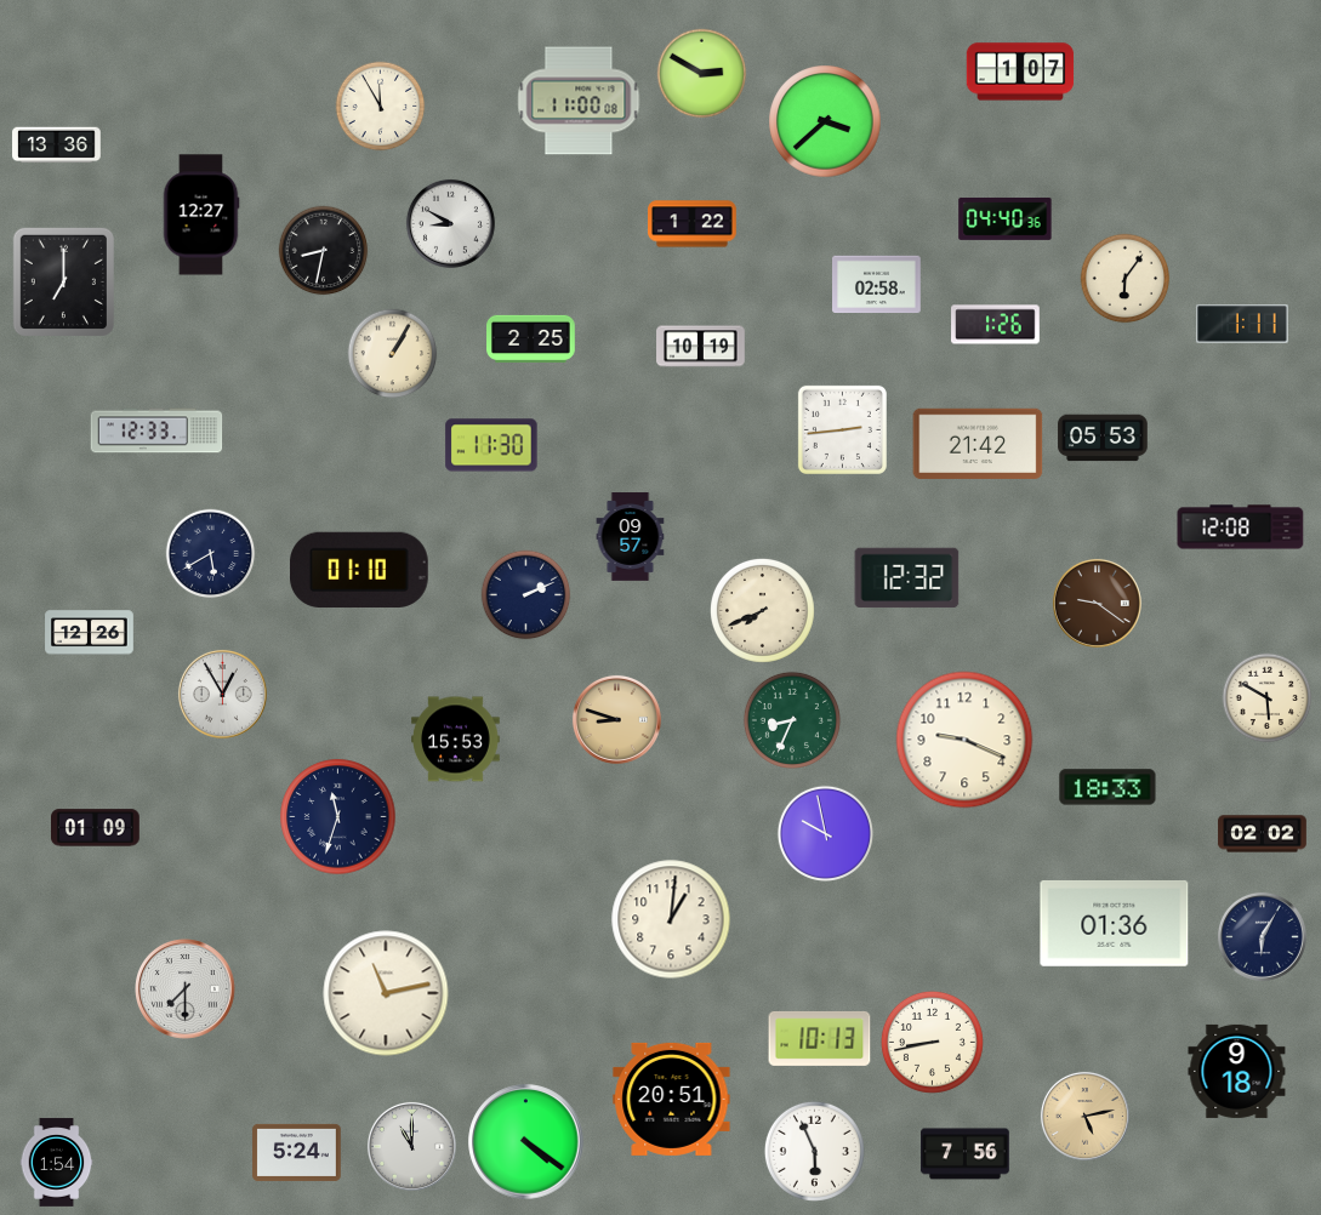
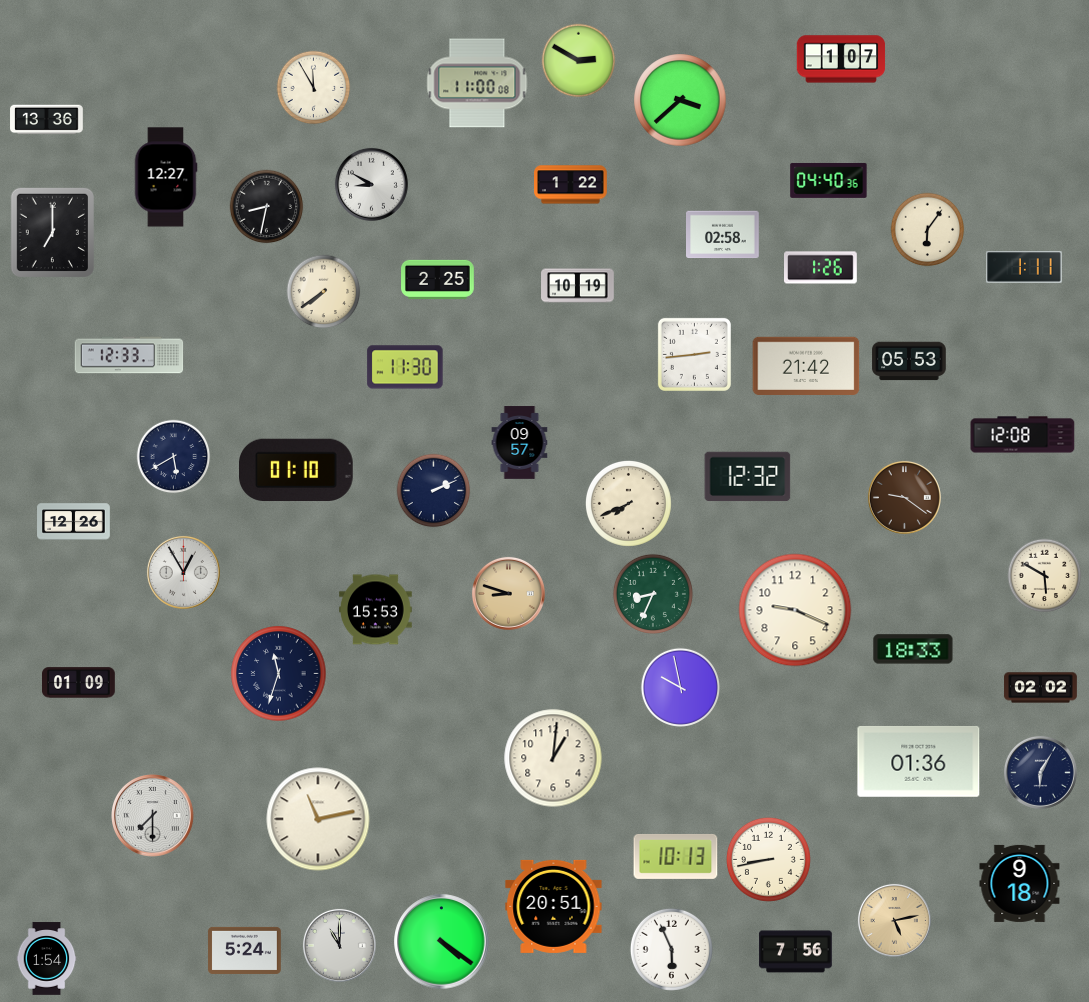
clock at (393, 354): 1:05 -> 7:39
clock at (526, 1142) position: (526, 1142) -> (442, 942)
